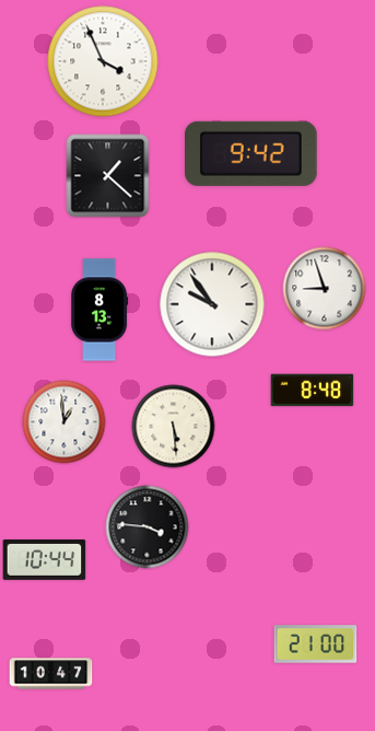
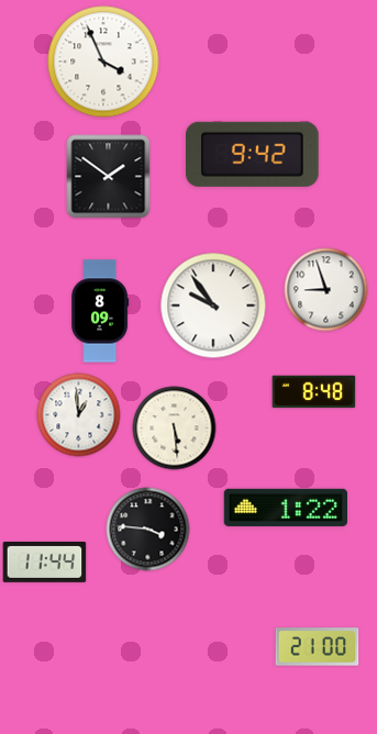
clock at (108, 176): 1:22 -> 1:51
clock at (99, 310): 8:13 -> 8:09
clock at (65, 422) position: (65, 422) -> (79, 415)
clock at (286, 508): none -> 1:22
clock at (45, 559): 10:44 -> 11:44
clock at (51, 674): 10:47 -> none
